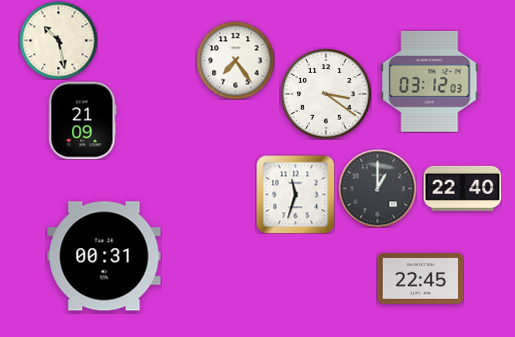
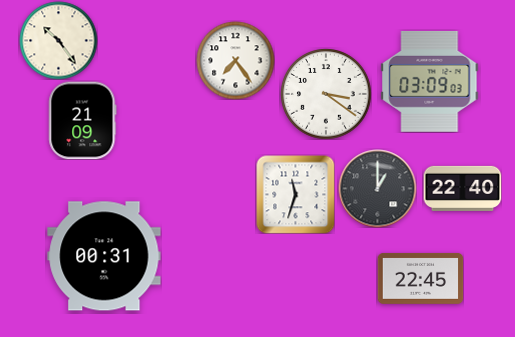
clock at (58, 40): 10:28 -> 10:24
clock at (430, 81): 03:12 -> 03:09
